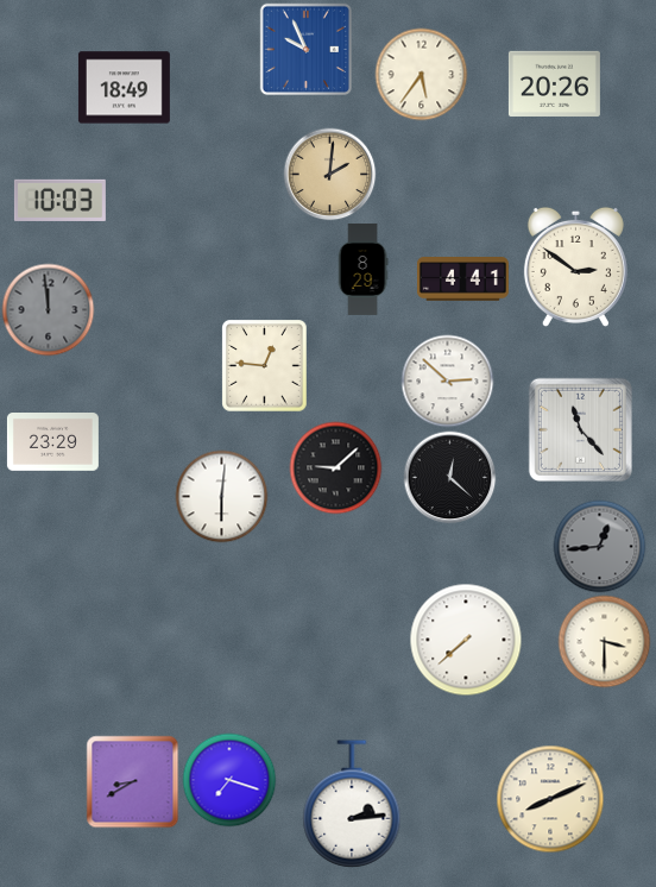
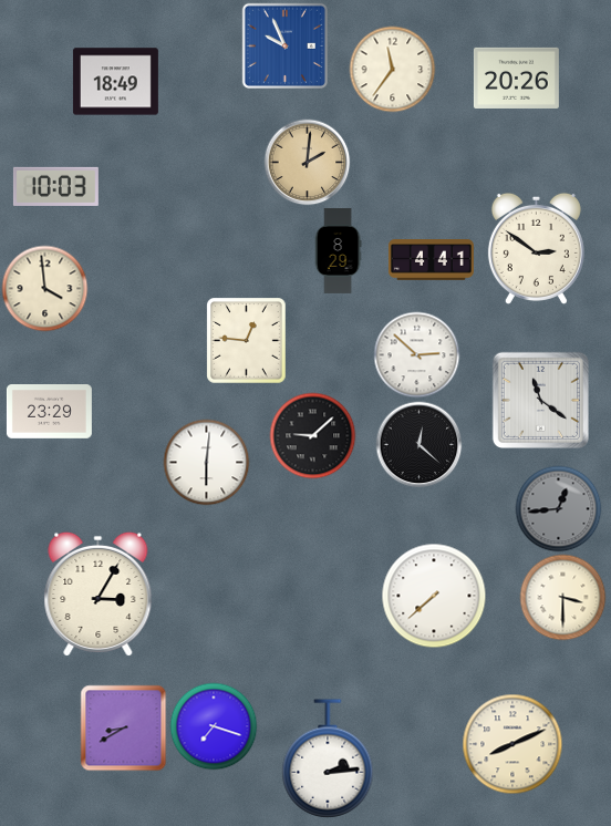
clock at (421, 74): 5:36 -> 11:36
clock at (48, 309): 11:59 -> 3:59
clock at (48, 309) dial: grey -> cream
clock at (580, 429): 11:23 -> 11:21
clock at (99, 593): none -> 3:05
clock at (352, 804) position: (352, 804) -> (328, 758)
